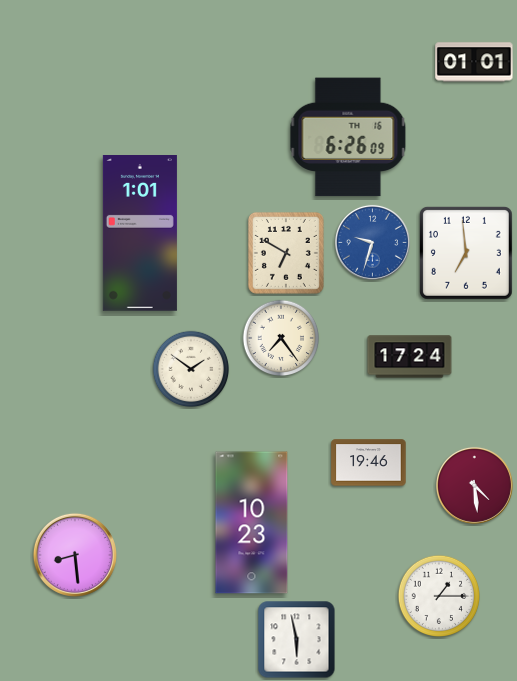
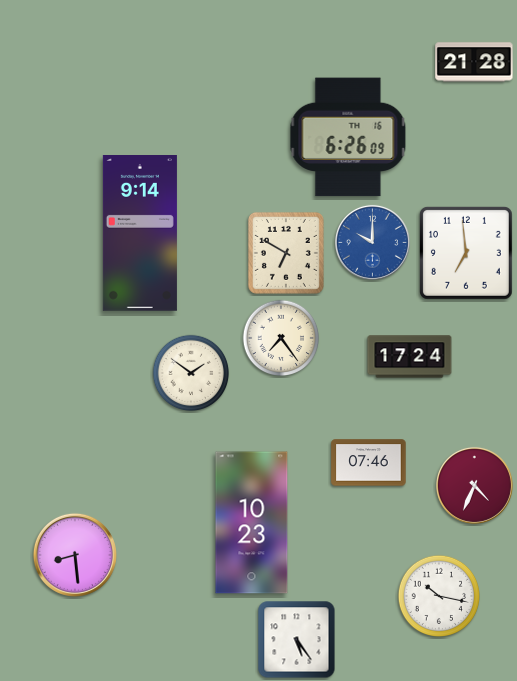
clock at (474, 62): 01:01 -> 21:28
clock at (140, 234): 1:01 -> 9:14
clock at (372, 242): 9:33 -> 10:00
clock at (191, 369) position: (191, 369) -> (191, 373)
clock at (369, 463): 19:46 -> 07:46
clock at (474, 485): 4:29 -> 4:34
clock at (438, 595): 1:15 -> 10:17
clock at (297, 640): 5:58 -> 5:24
